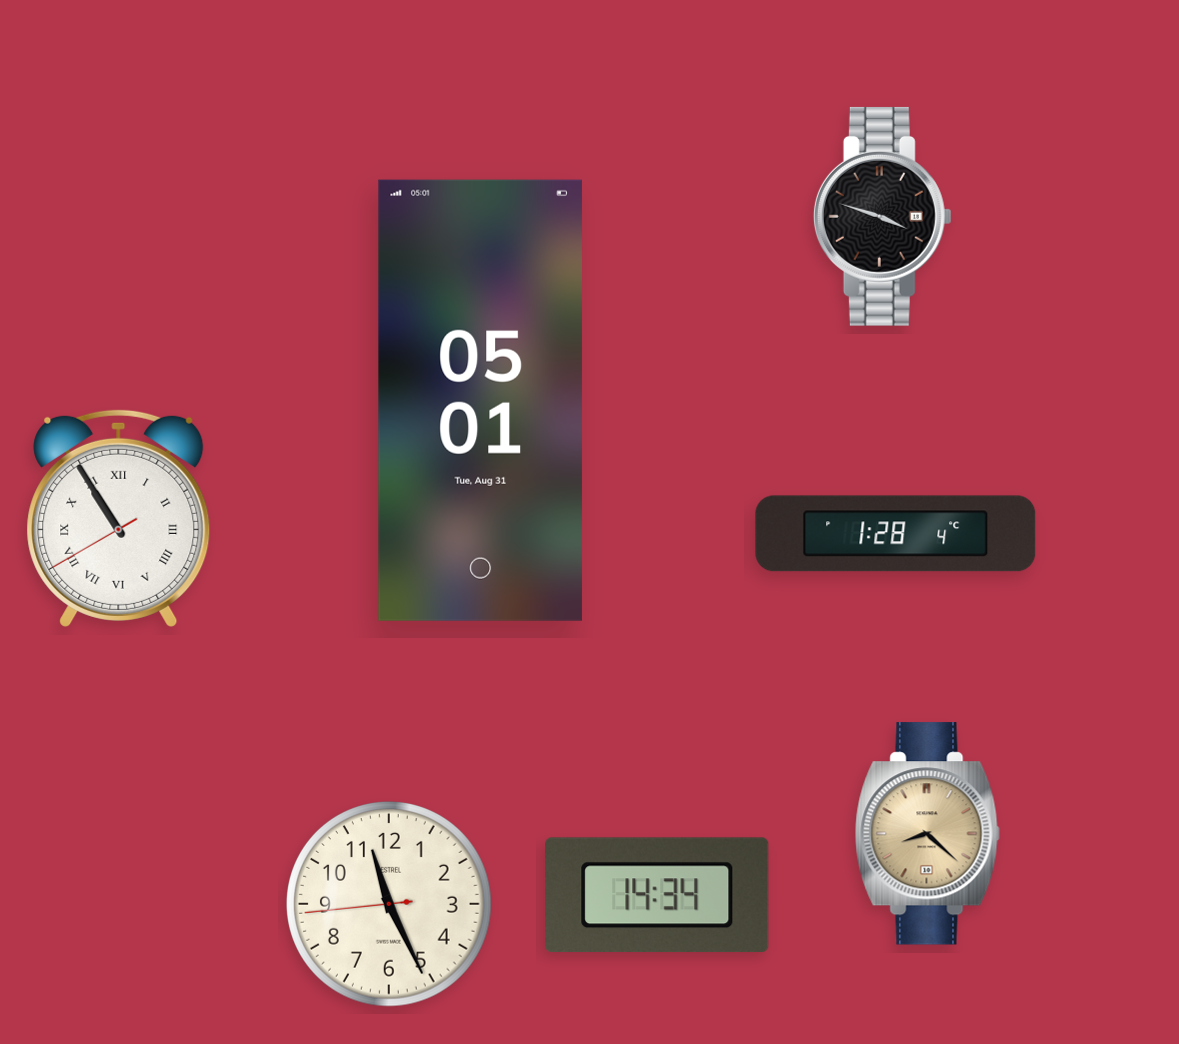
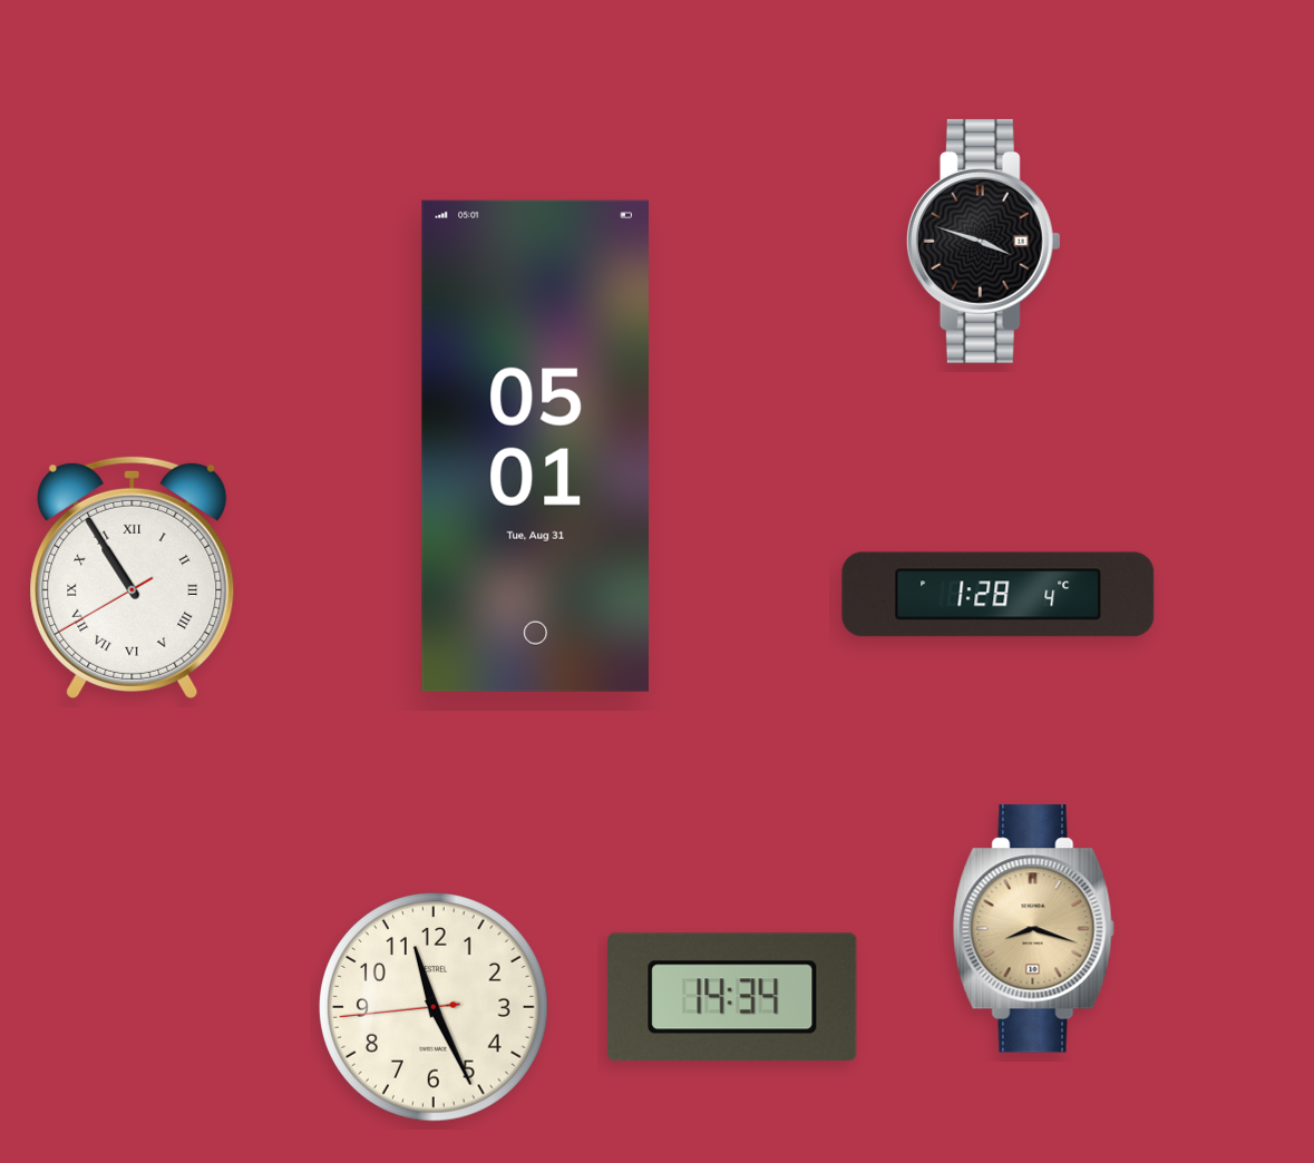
clock at (927, 834): 8:22 -> 8:18
